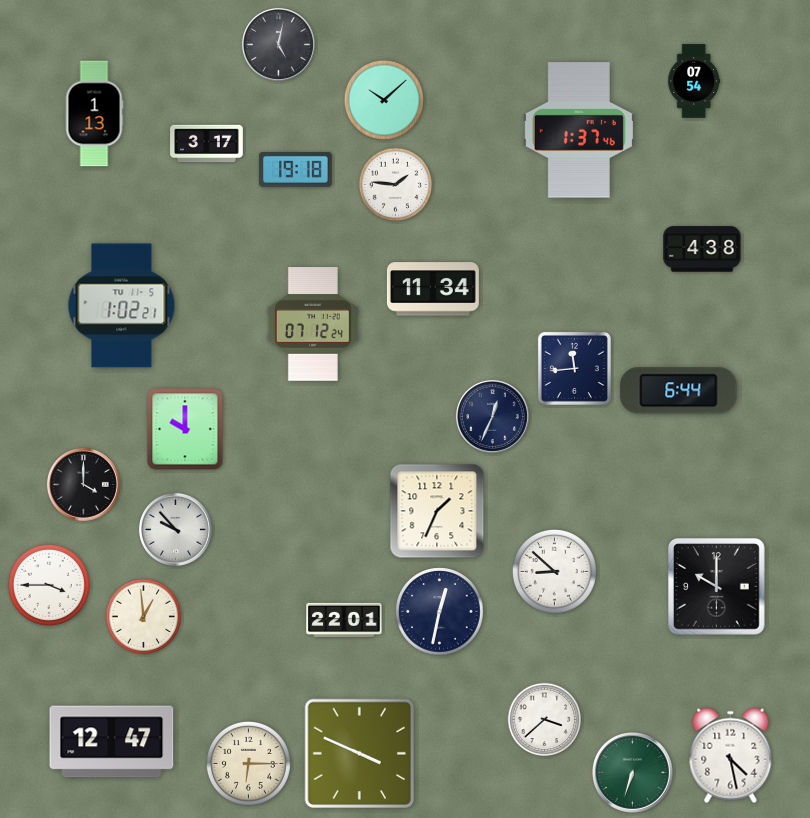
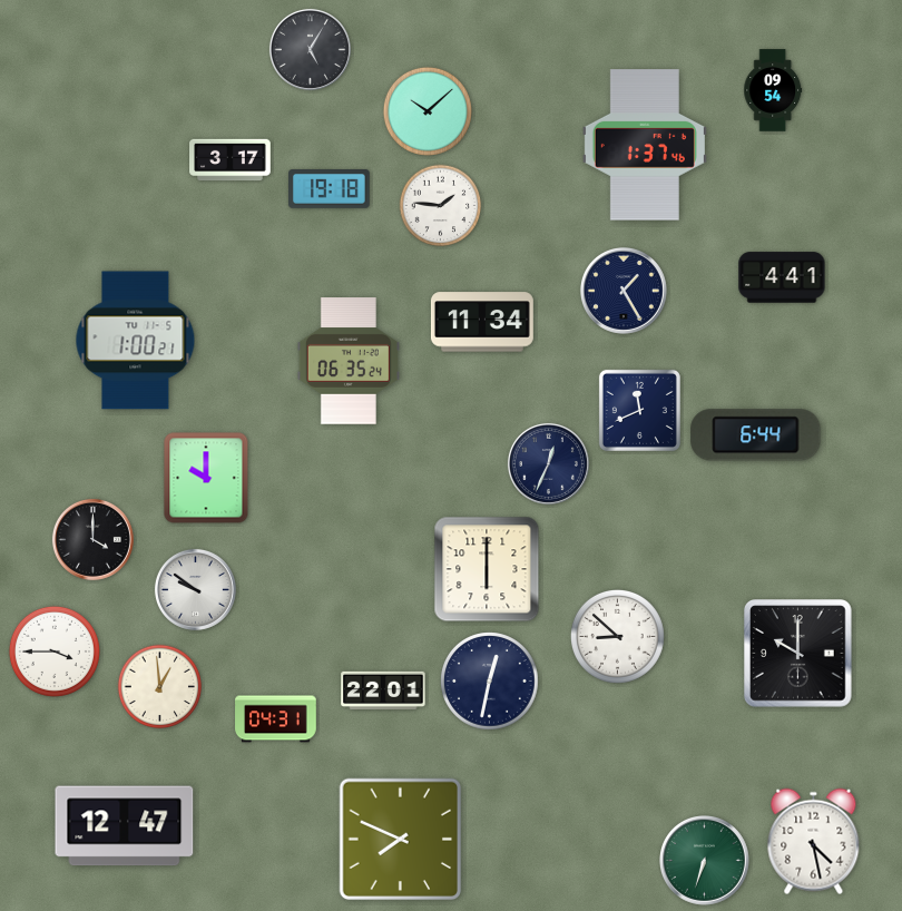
clock at (278, 44): 5:02 -> 5:05
clock at (694, 81): 07:54 -> 09:54
clock at (94, 114): 1:13 -> none
clock at (702, 249): 4:38 -> 4:41
clock at (624, 291): none -> 1:25
clock at (122, 306): 1:02 -> 1:00
clock at (313, 324): 07:12 -> 06:35
clock at (574, 368): 11:44 -> 11:41
clock at (437, 511): 1:34 -> 6:00
clock at (175, 529): 9:53 -> 9:51
clock at (276, 719): none -> 04:31
clock at (545, 720): 3:38 -> none
clock at (360, 754): 3:49 -> 7:49
clock at (248, 763): 6:15 -> none
